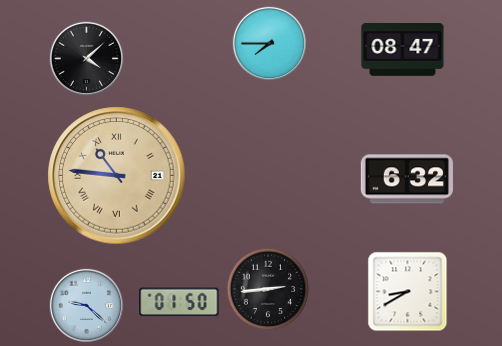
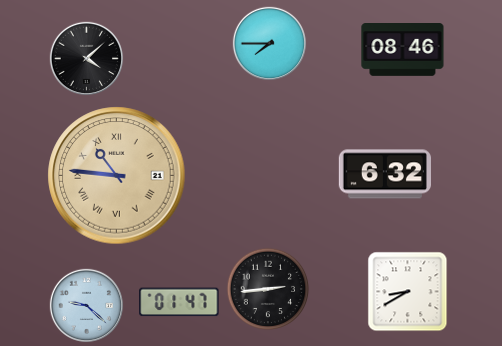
clock at (403, 50): 08:47 -> 08:46
clock at (406, 179) position: (406, 179) -> (384, 174)
clock at (179, 302): 01:50 -> 01:47
